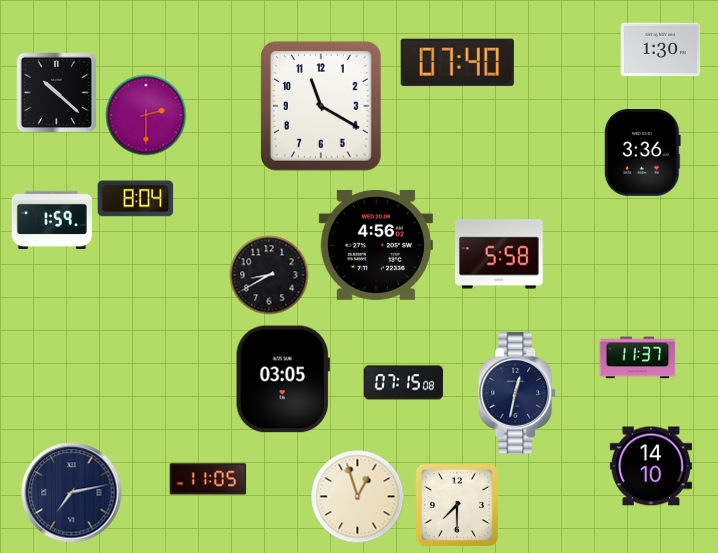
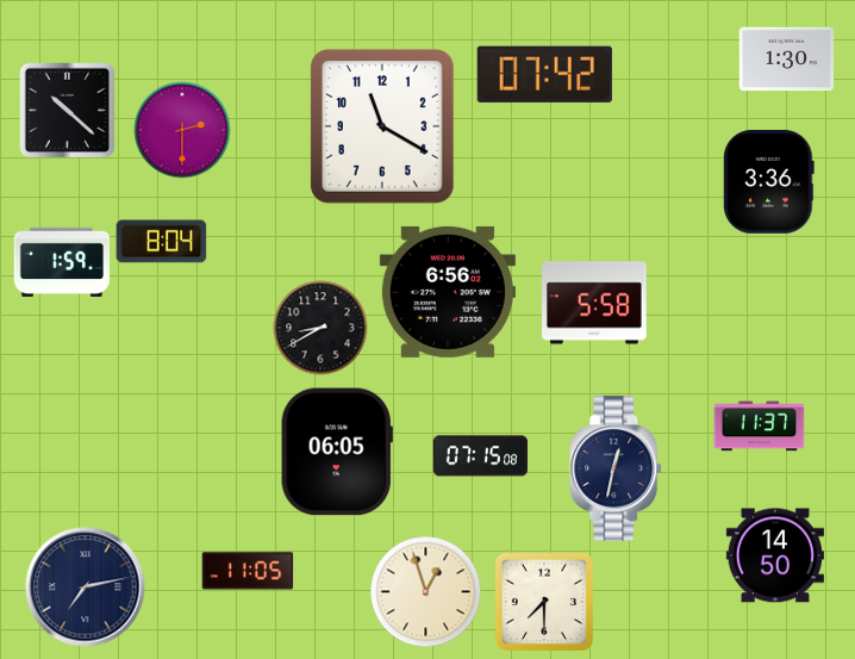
clock at (457, 62): 07:40 -> 07:42
clock at (146, 115) position: (146, 115) -> (182, 130)
clock at (642, 153) position: (642, 153) -> (768, 182)
clock at (136, 199) position: (136, 199) -> (162, 242)
clock at (376, 245): 4:56 -> 6:56
clock at (283, 379): 03:05 -> 06:05
clock at (651, 466): 14:10 -> 14:50
